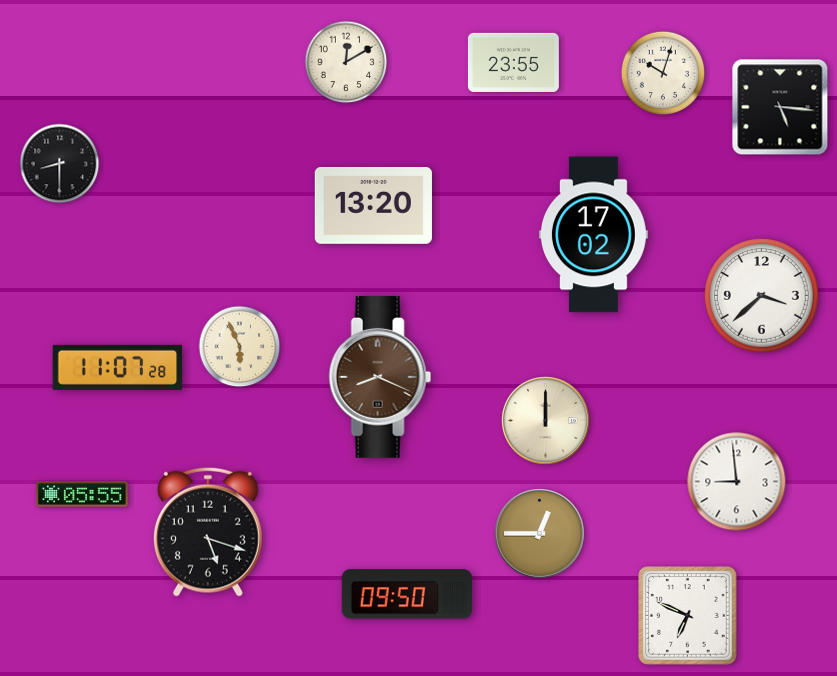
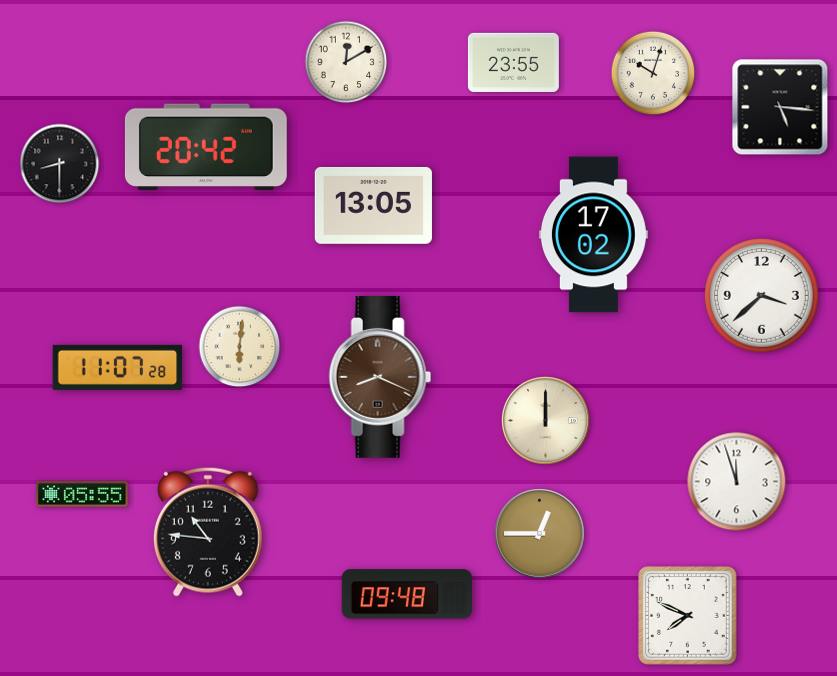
clock at (663, 73) position: (663, 73) -> (653, 73)
clock at (206, 146): none -> 20:42
clock at (373, 205): 13:20 -> 13:05
clock at (240, 347): 5:56 -> 6:01
clock at (737, 482): 8:59 -> 11:57
clock at (208, 532): 5:18 -> 10:46
clock at (407, 594): 09:50 -> 09:48
clock at (688, 616): 6:49 -> 7:49
